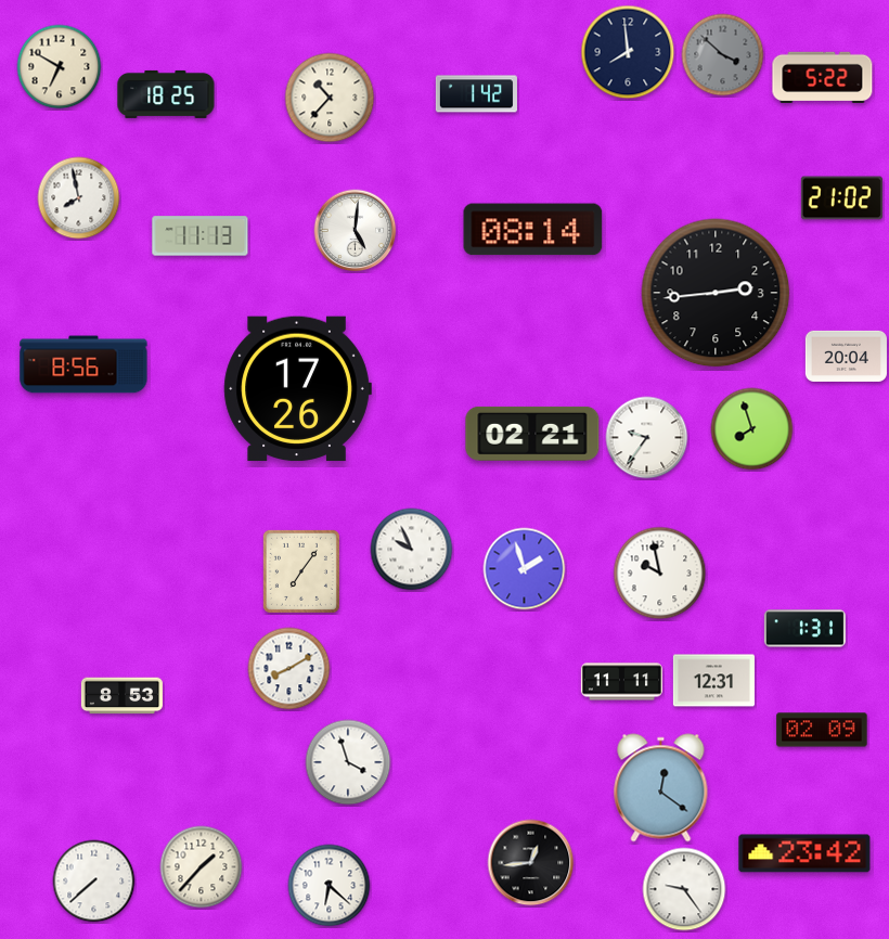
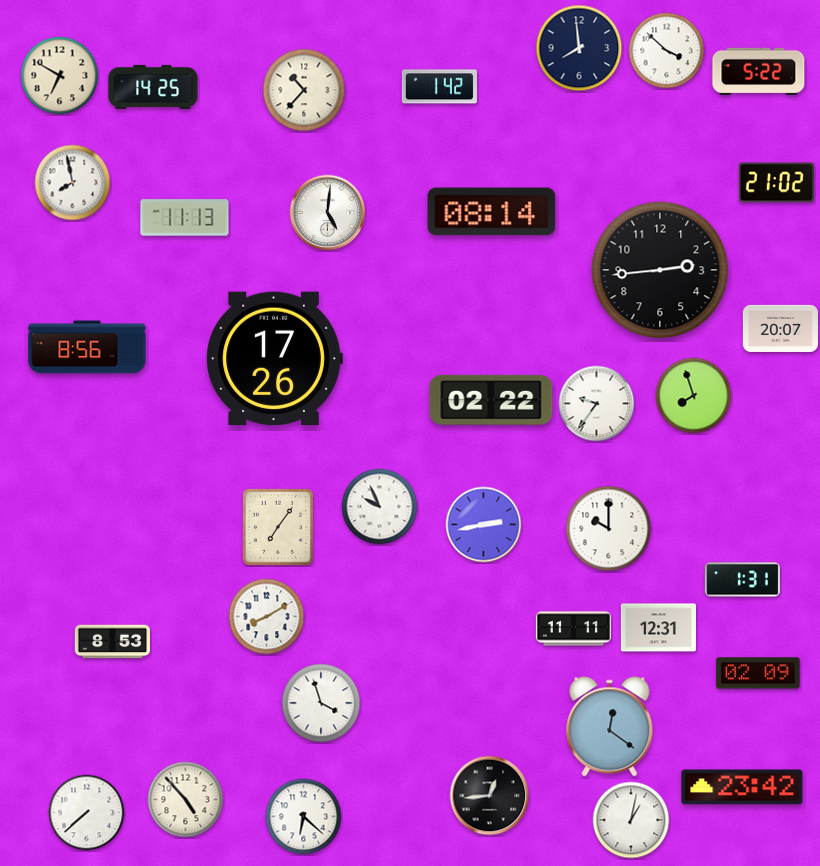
clock at (723, 55) dial: grey -> white
clock at (60, 67) position: (60, 67) -> (60, 76)
clock at (166, 94): 18:25 -> 14:25
clock at (846, 356): 20:04 -> 20:07
clock at (83, 364) position: (83, 364) -> (87, 347)
clock at (532, 434): 02:21 -> 02:22
clock at (525, 569): 1:57 -> 2:43
clock at (660, 574): 9:58 -> 10:00
clock at (202, 867): 1:37 -> 4:53
clock at (684, 889): 9:24 -> 1:02
